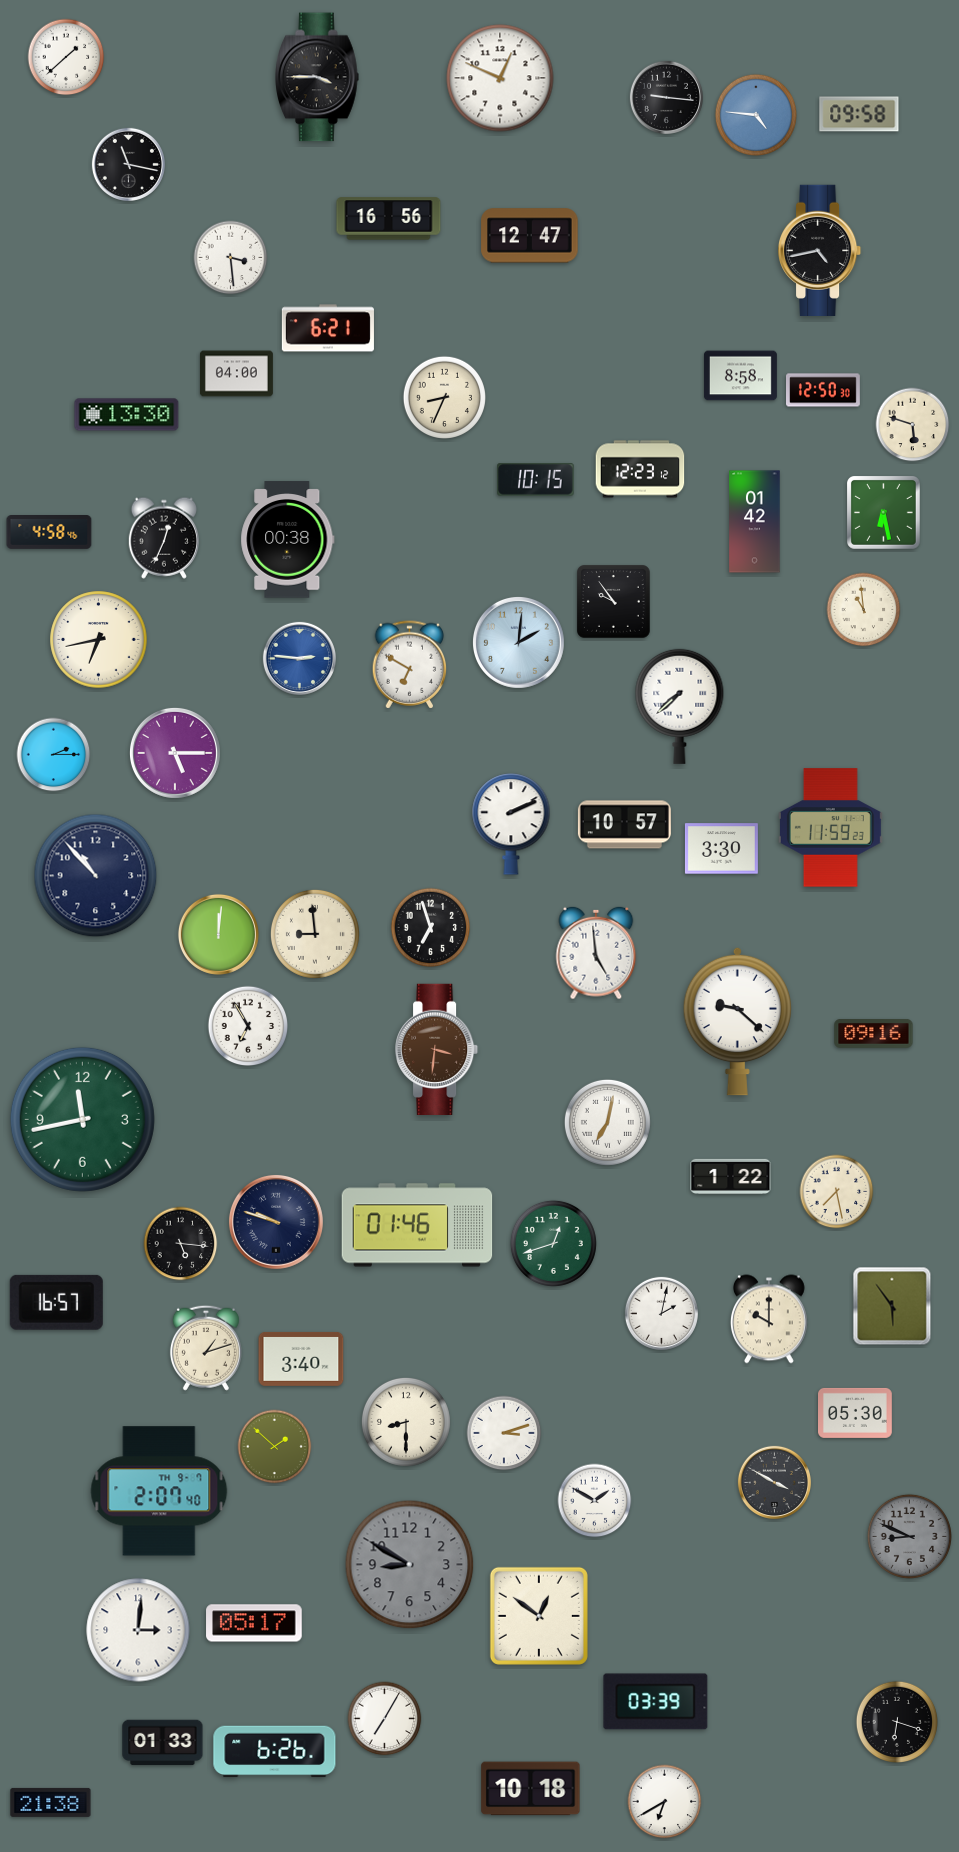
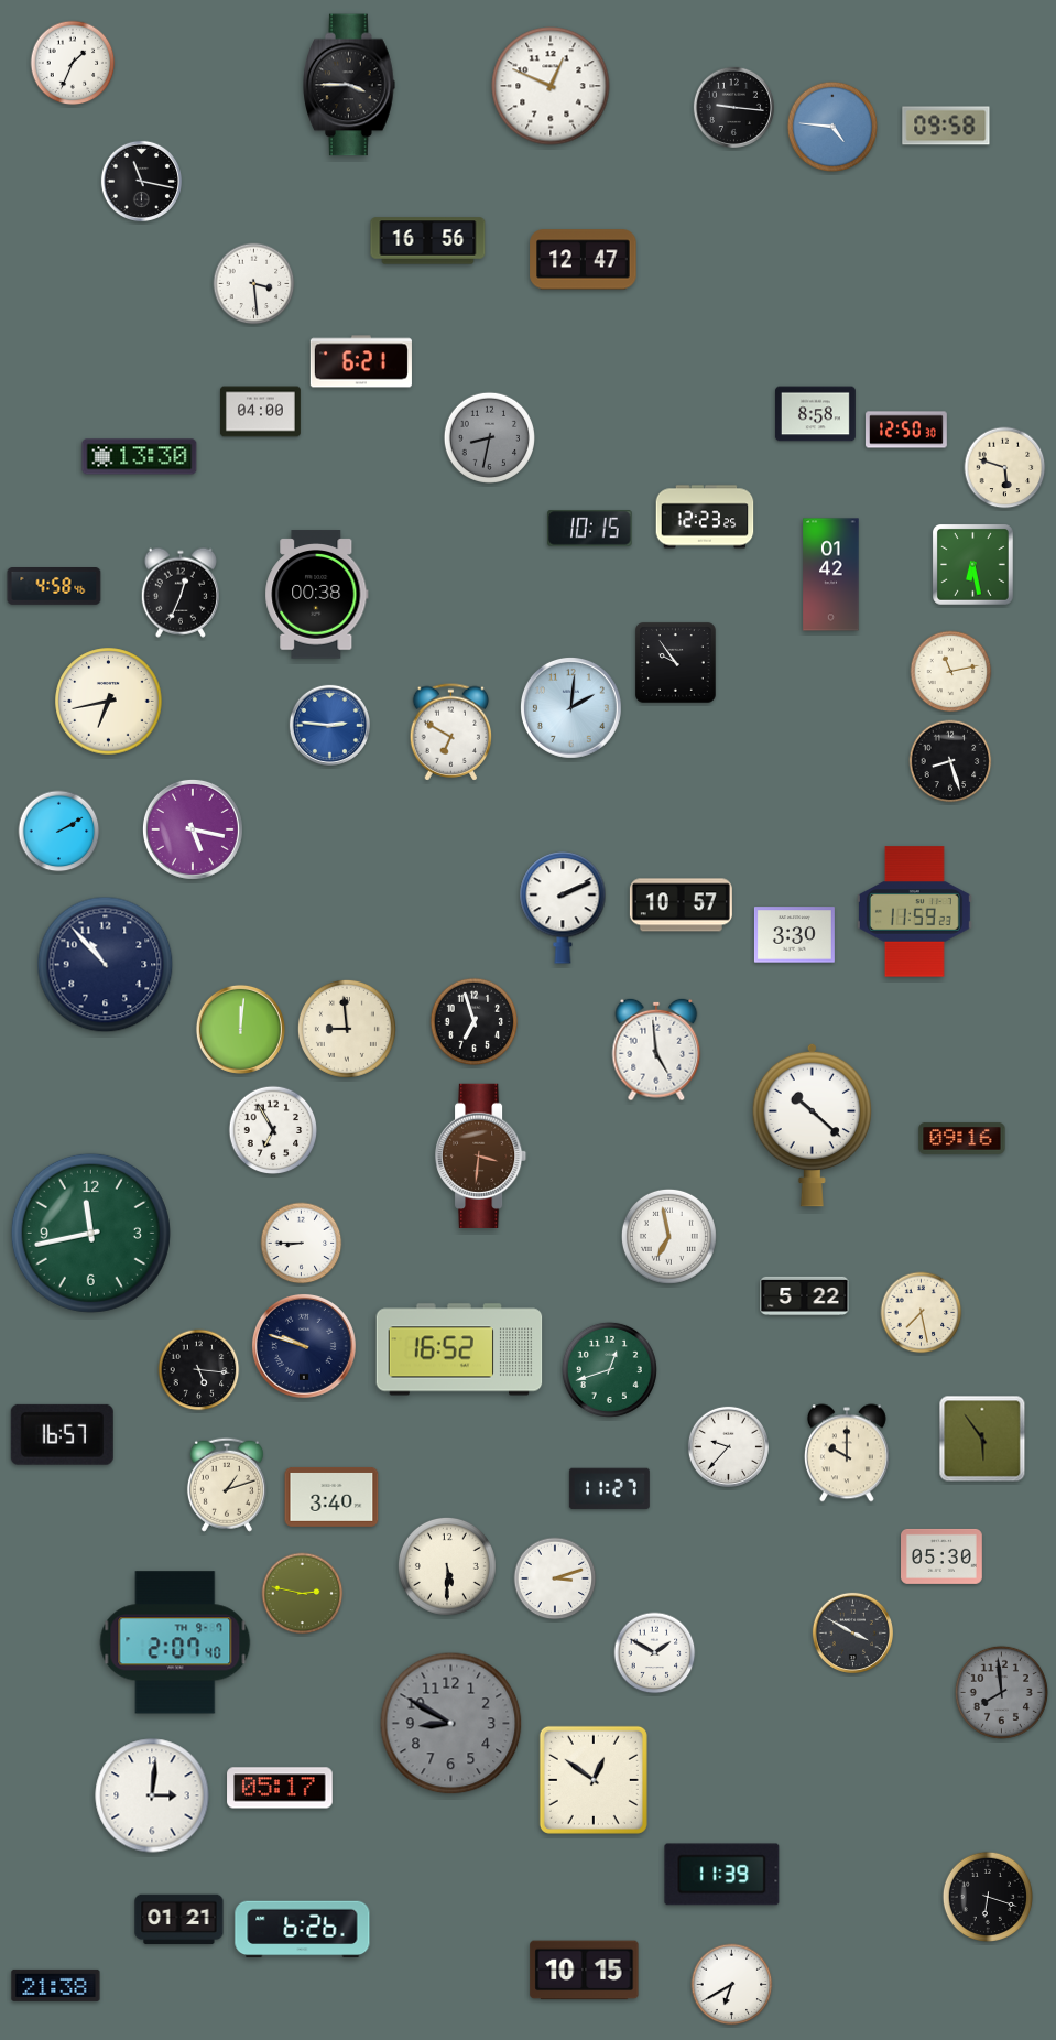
clock at (66, 57): 1:38 -> 1:34
clock at (821, 250): 4:43 -> none
clock at (444, 397): 8:34 -> 8:32
clock at (444, 397) dial: cream -> grey
clock at (640, 469): 12:23:12 -> 12:23:25
clock at (864, 610): 10:59 -> 11:13
clock at (99, 640) position: (99, 640) -> (109, 702)
clock at (950, 761): none -> 8:27
clock at (680, 706): 7:38 -> none
clock at (175, 753): 5:15 -> 5:17
clock at (54, 755): 2:15 -> 2:10
clock at (624, 825) position: (624, 825) -> (681, 905)
clock at (737, 1021): 9:22 -> 10:22
clock at (607, 1122): 7:02 -> 6:58
clock at (302, 1244): none -> 8:45
clock at (731, 1176): 1:22 -> 5:22
clock at (417, 1225): 01:46 -> 16:52
clock at (661, 1313): 2:02 -> 9:37
clock at (609, 1489): none -> 11:27
clock at (406, 1422): 8:30 -> 5:30
clock at (275, 1447): 1:52 -> 2:47
clock at (909, 1536): 8:49 -> 7:59
clock at (656, 1702): 03:39 -> 11:39
clock at (385, 1719): 7:05 -> none
clock at (163, 1743): 01:33 -> 01:21
clock at (531, 1789): 10:18 -> 10:15
